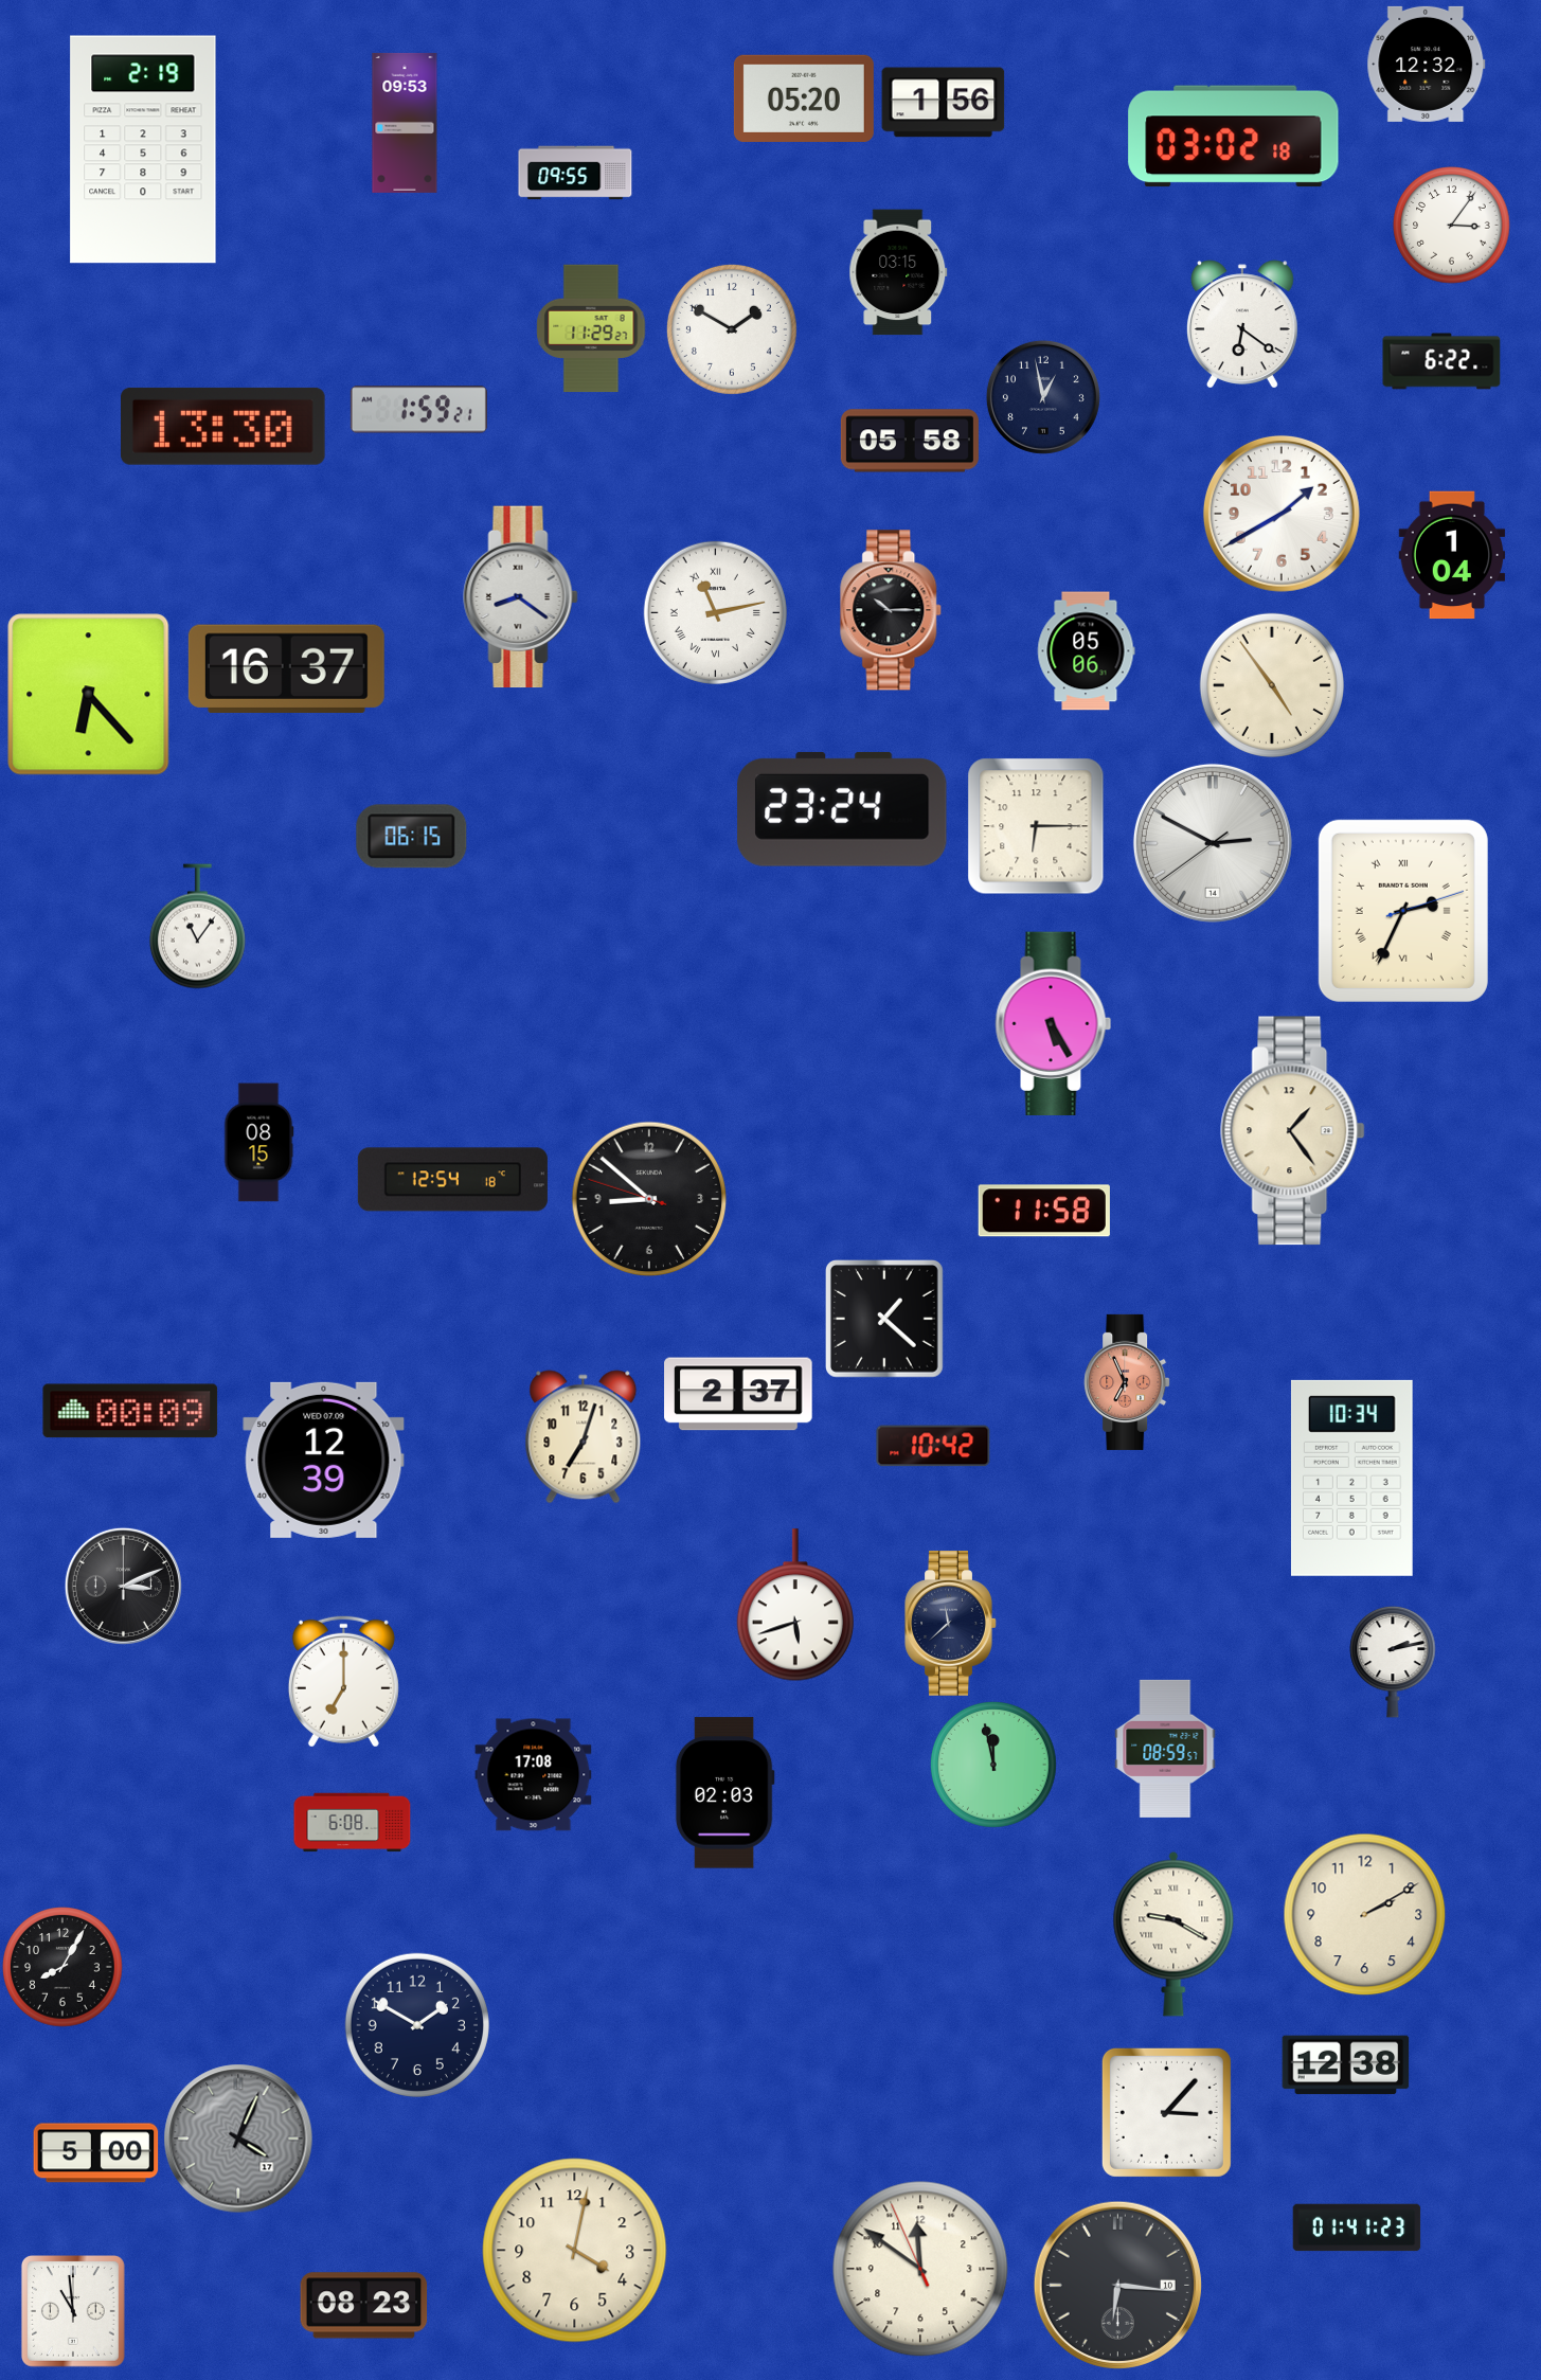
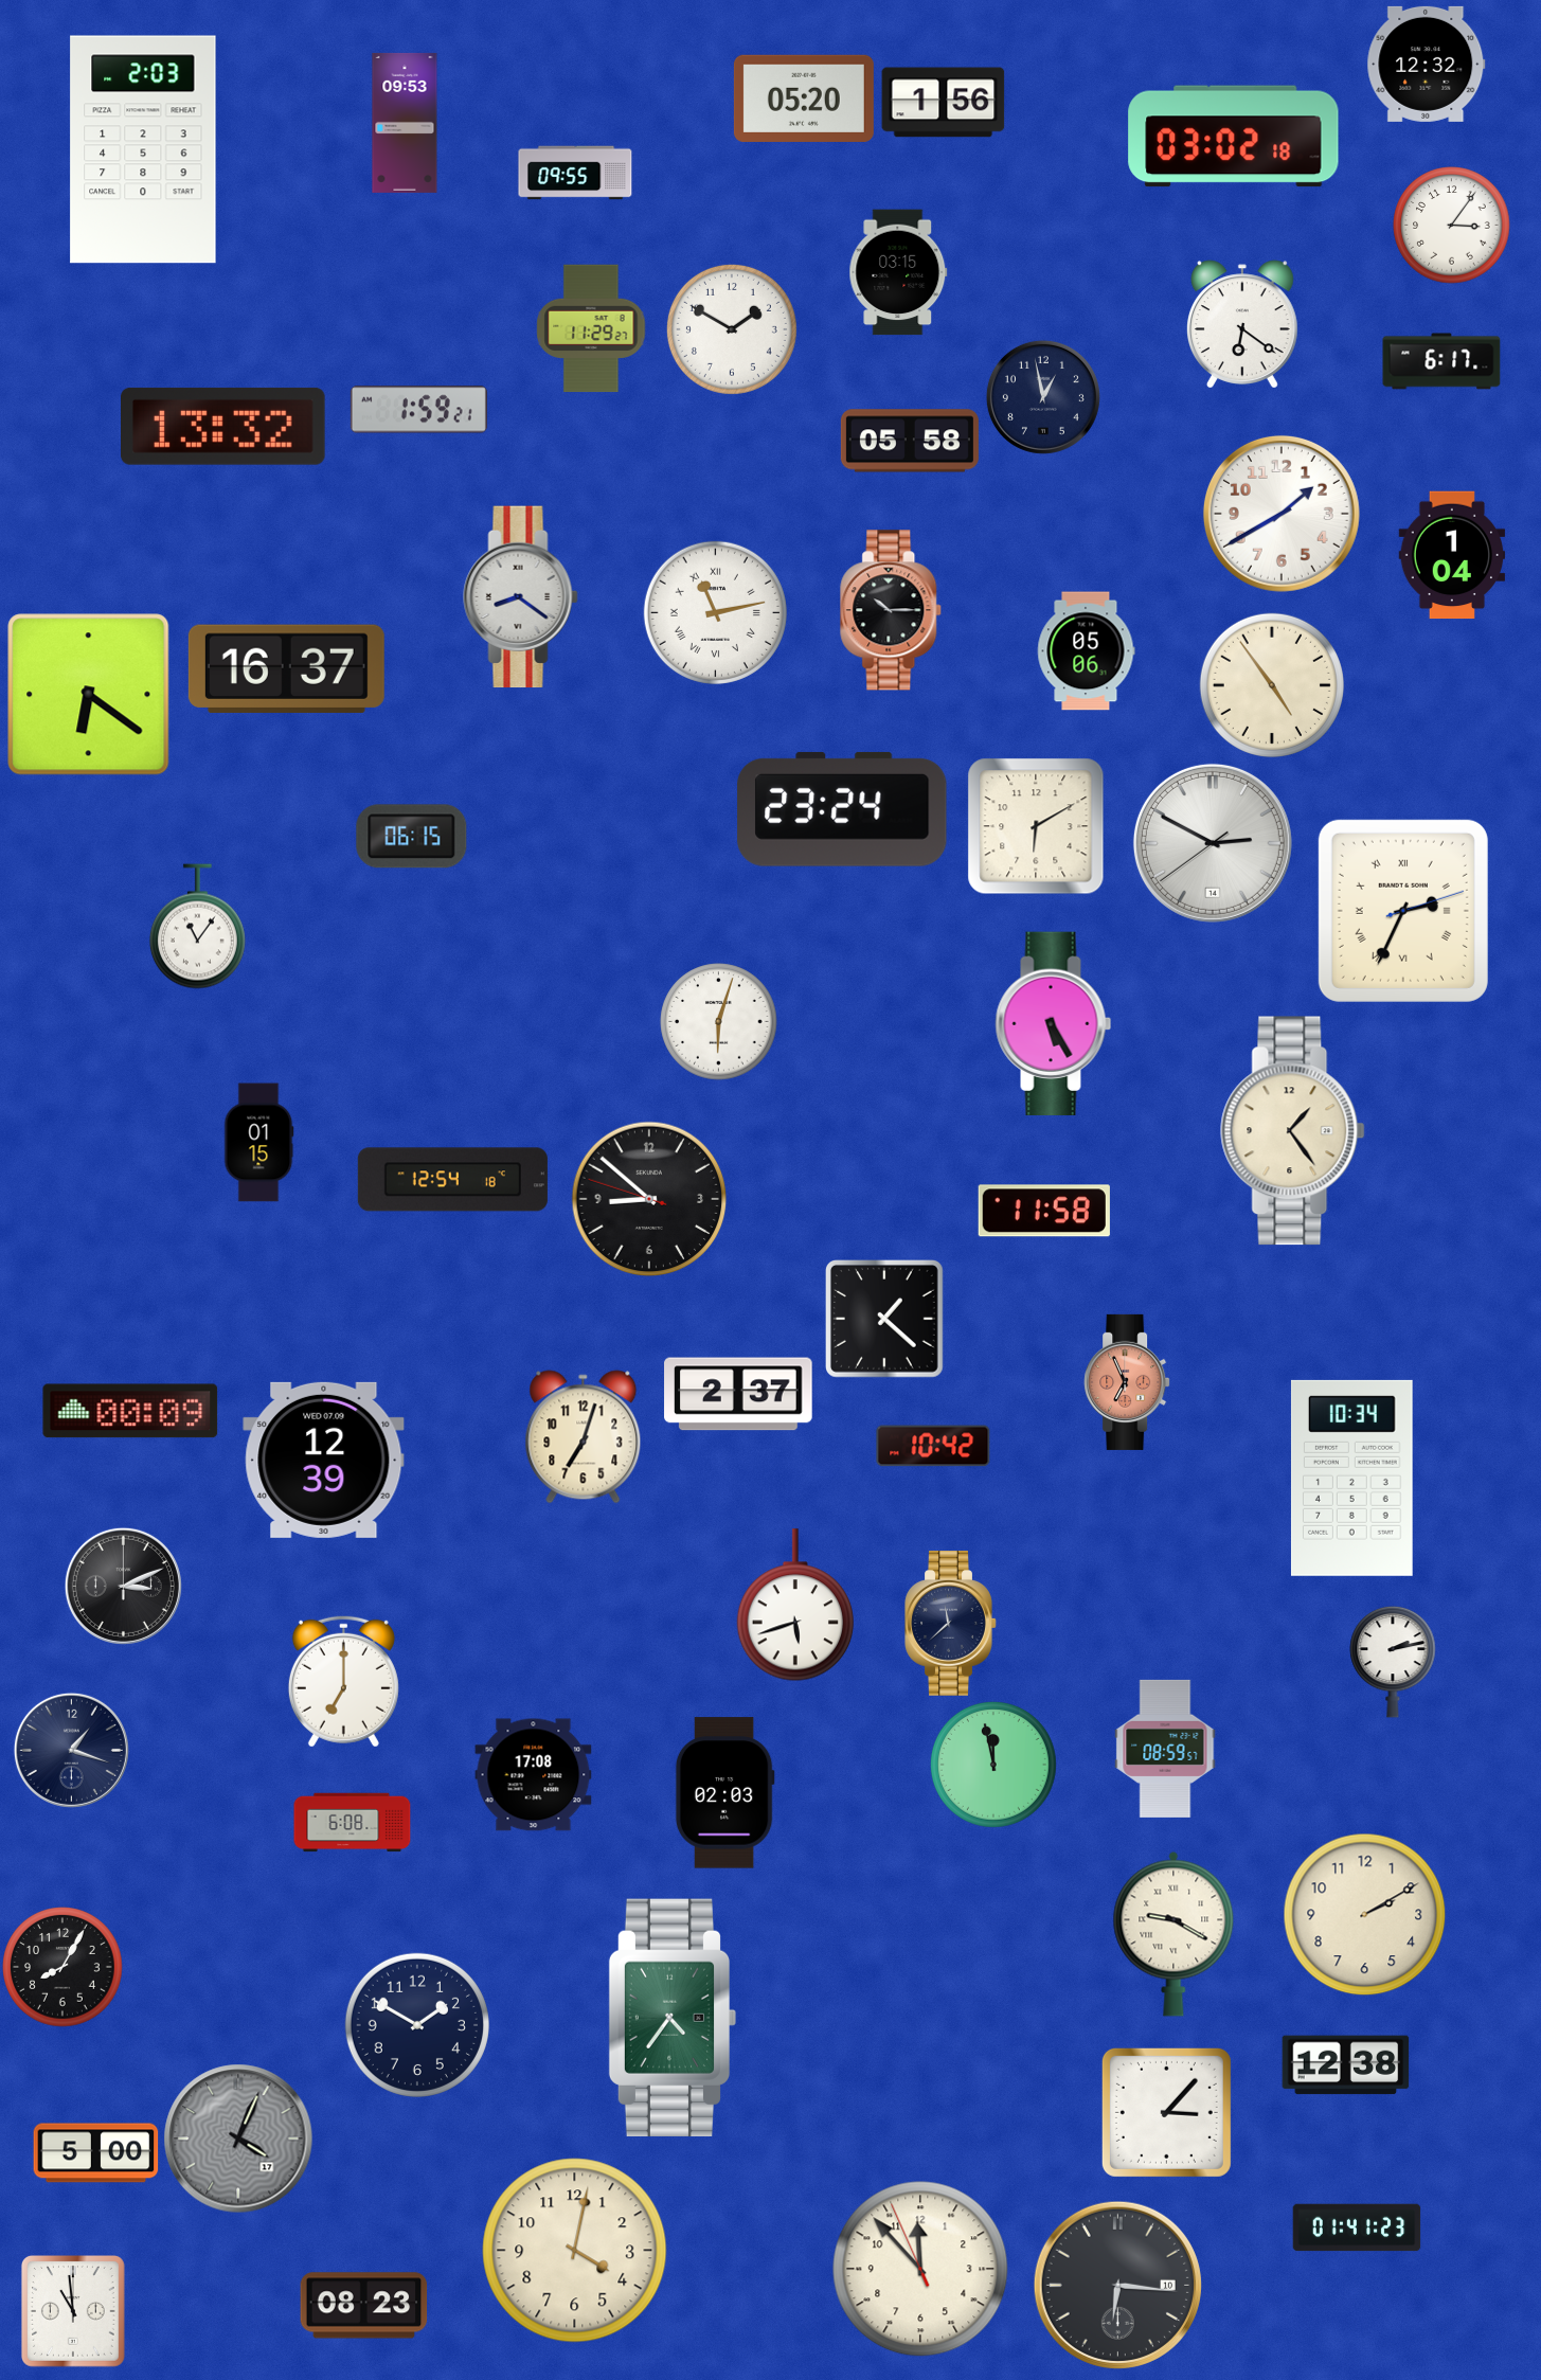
clock at (143, 149): 2:19 -> 2:03
clock at (1441, 361): 6:22 -> 6:17
clock at (223, 426): 13:30 -> 13:32
clock at (89, 695): 6:23 -> 6:21
clock at (1036, 826): 6:15 -> 6:10
clock at (719, 1022): none -> 6:03
clock at (258, 1143): 08:15 -> 01:15
clock at (71, 1750): none -> 1:18
clock at (673, 2018): none -> 4:36
clock at (920, 2269): 11:50 -> 11:52
